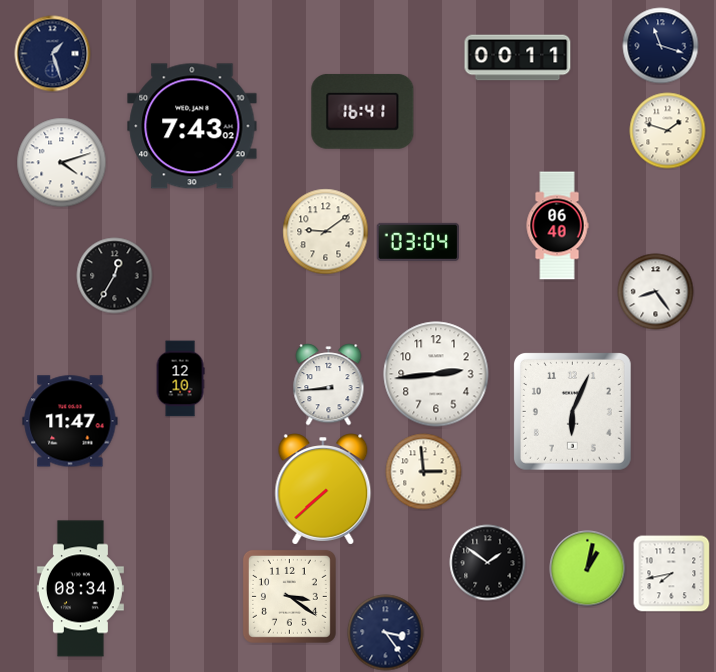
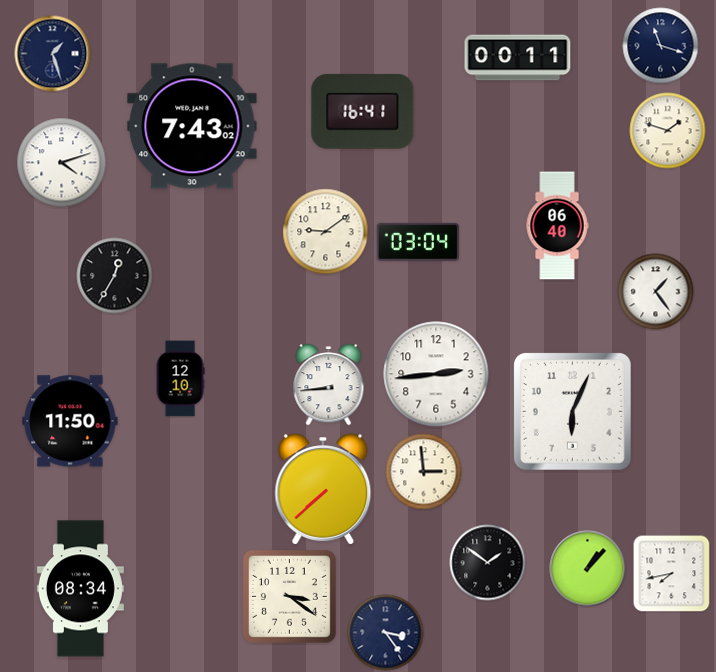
clock at (656, 292): 8:24 -> 1:24
clock at (70, 421): 11:47 -> 11:50
clock at (588, 569): 1:02 -> 1:07
